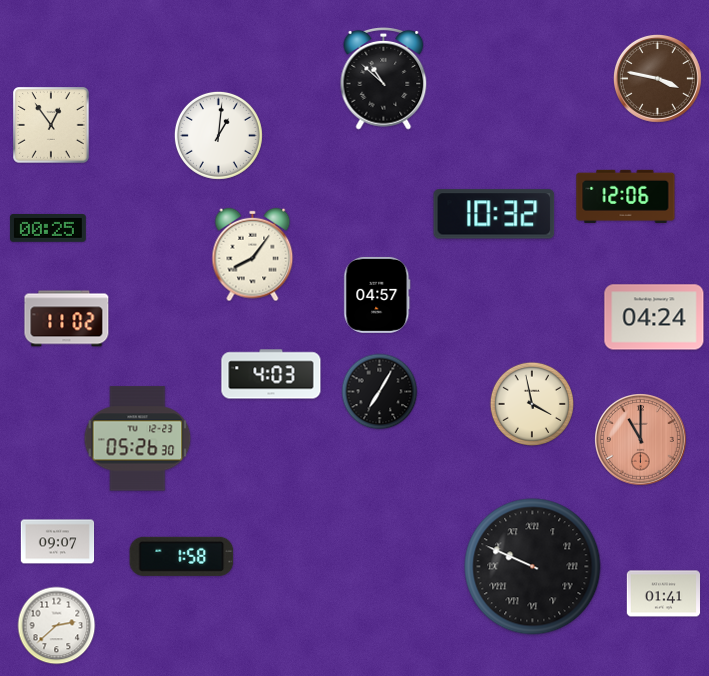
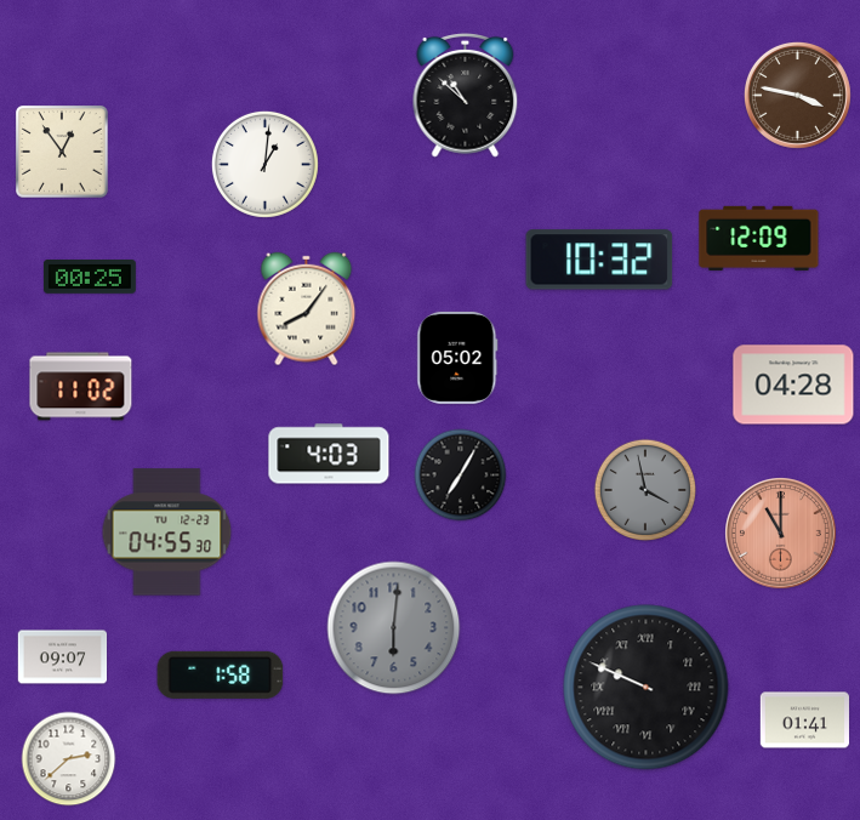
clock at (626, 196): 12:06 -> 12:09
clock at (48, 229) position: (48, 229) -> (90, 278)
clock at (377, 295): 04:57 -> 05:02
clock at (654, 317): 04:24 -> 04:28
clock at (531, 403) dial: cream -> grey
clock at (138, 439): 05:26 -> 04:55
clock at (641, 440) position: (641, 440) -> (781, 534)
clock at (394, 628): none -> 6:01
clock at (58, 542) position: (58, 542) -> (63, 657)
